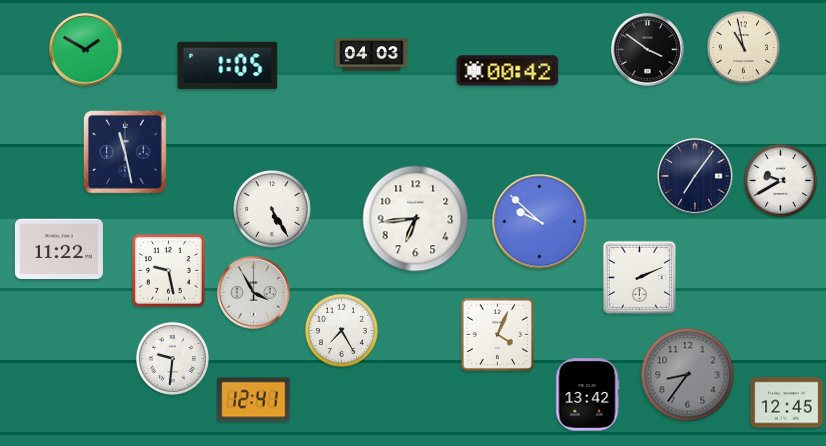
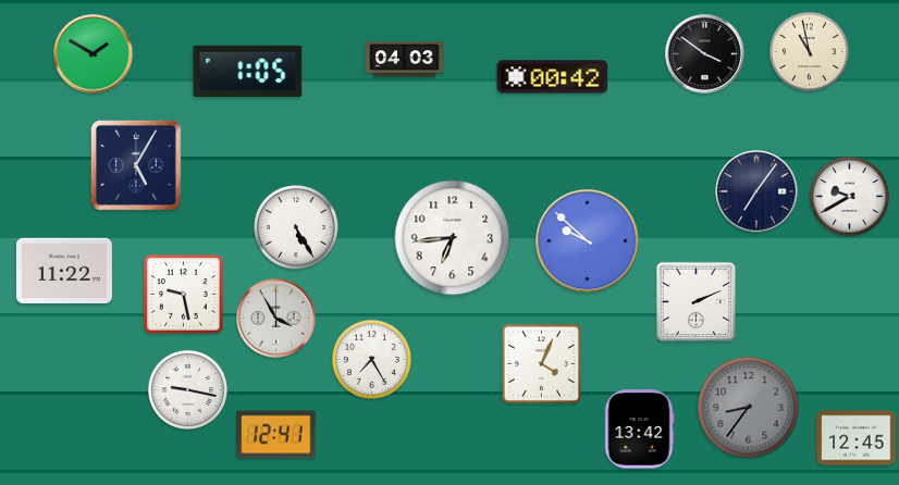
clock at (126, 153): 11:28 -> 5:05
clock at (172, 358): 9:31 -> 9:17
